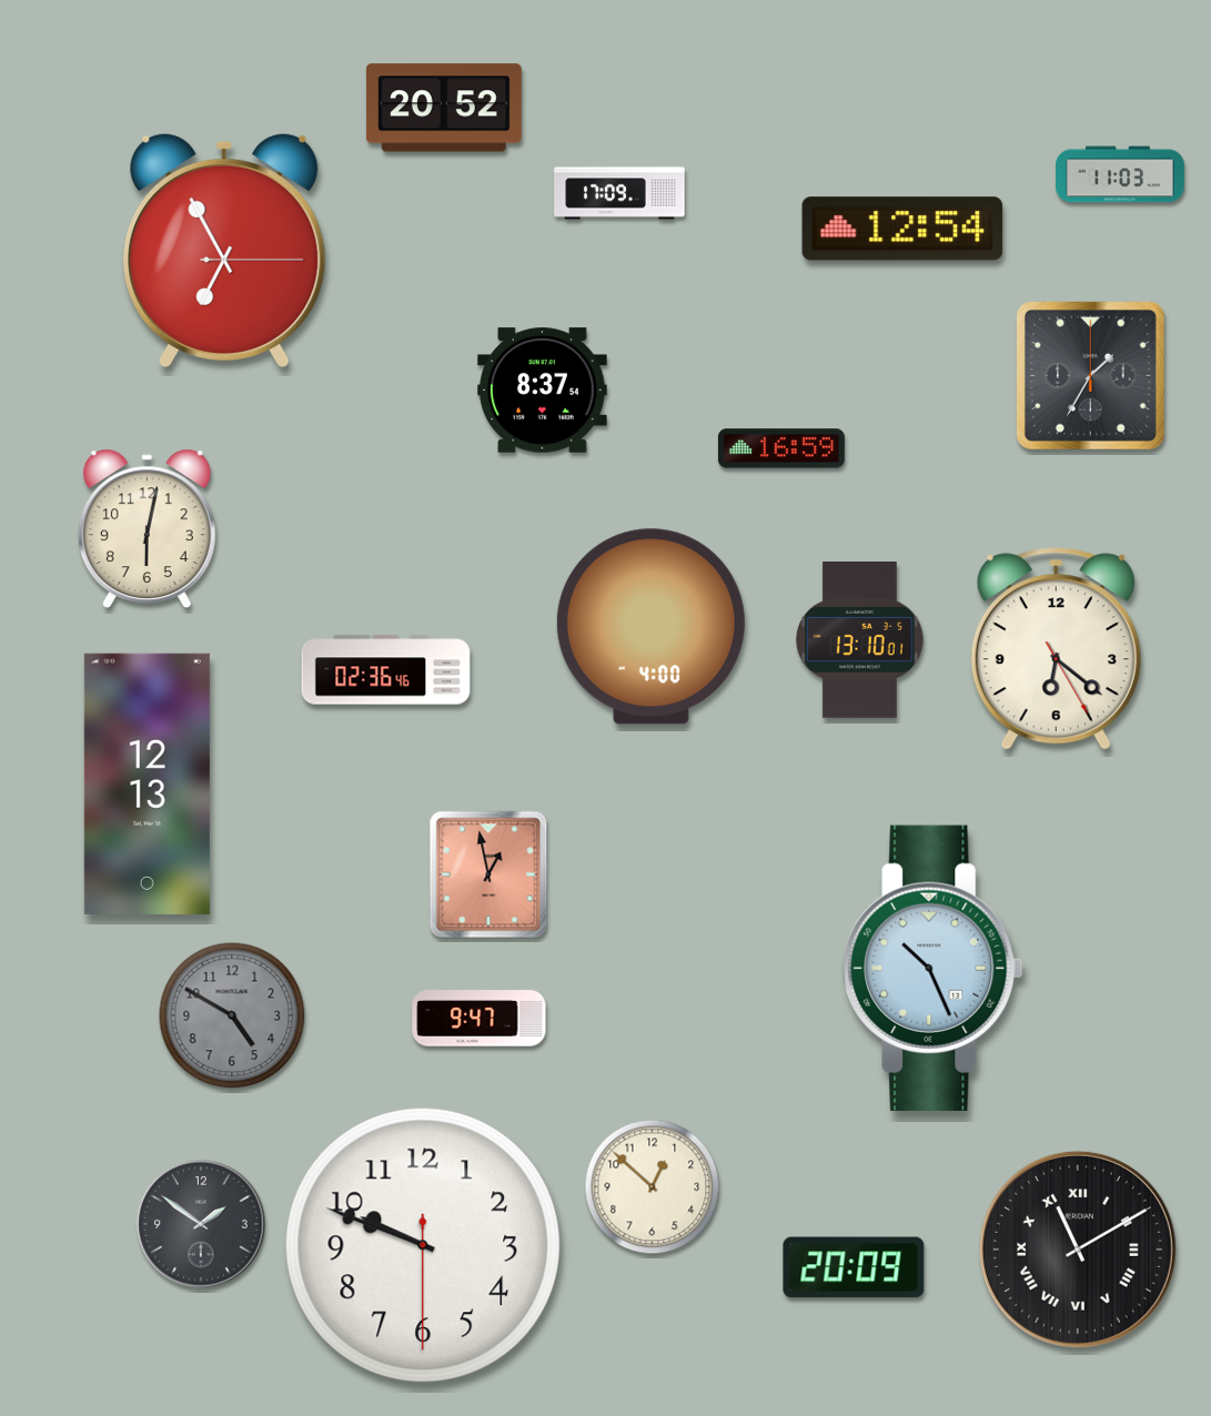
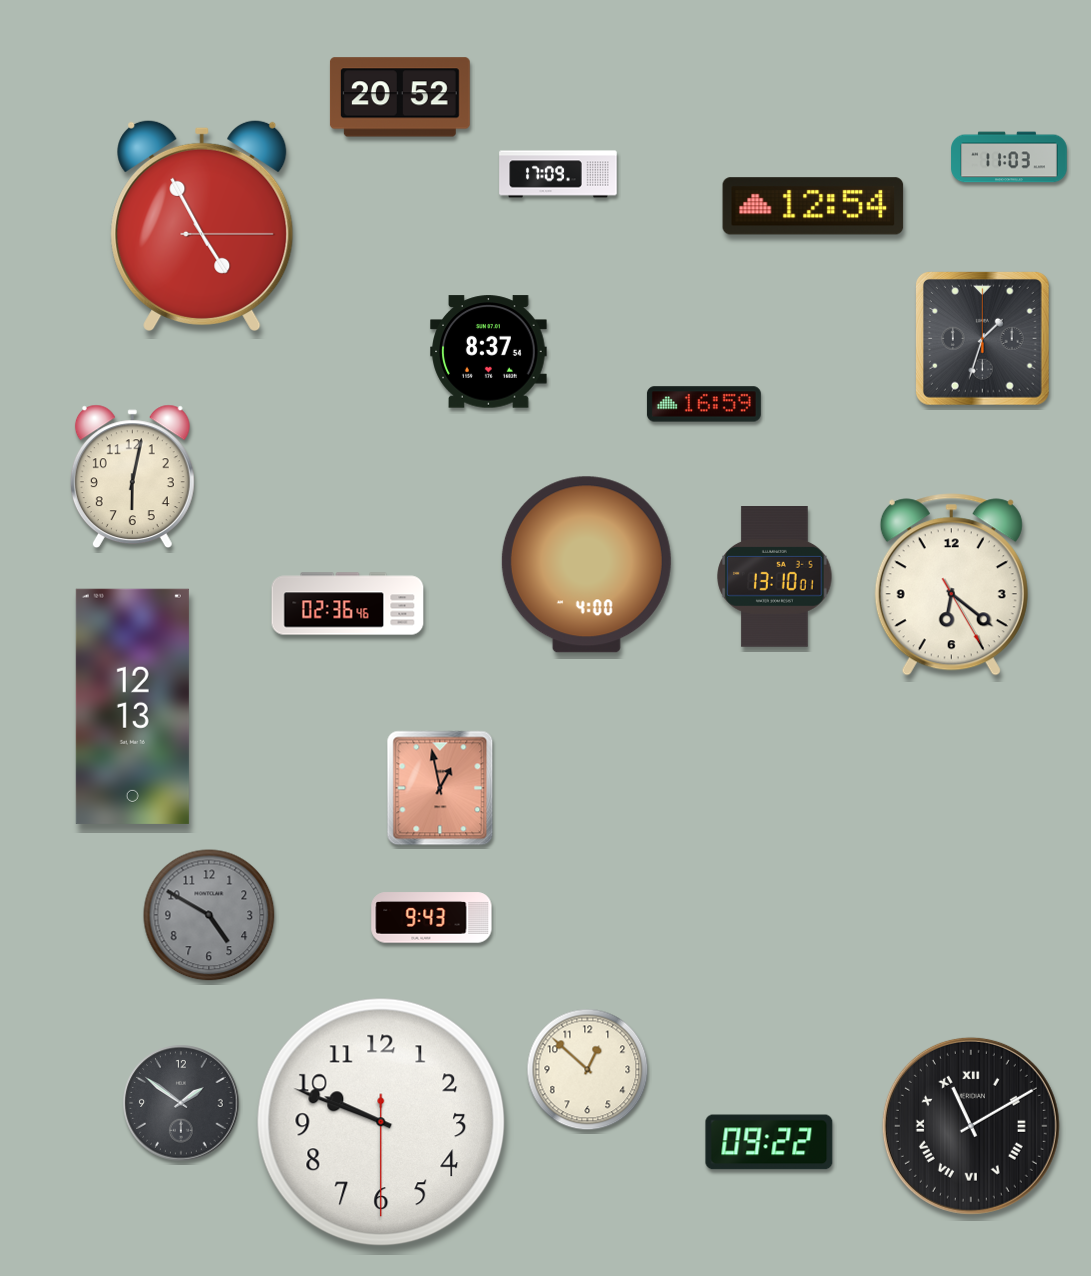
clock at (224, 250): 6:55 -> 4:55
clock at (1090, 375): 1:35 -> 1:33
clock at (934, 968): 10:26 -> none
clock at (480, 1019): 9:47 -> 9:43
clock at (854, 1267): 20:09 -> 09:22
